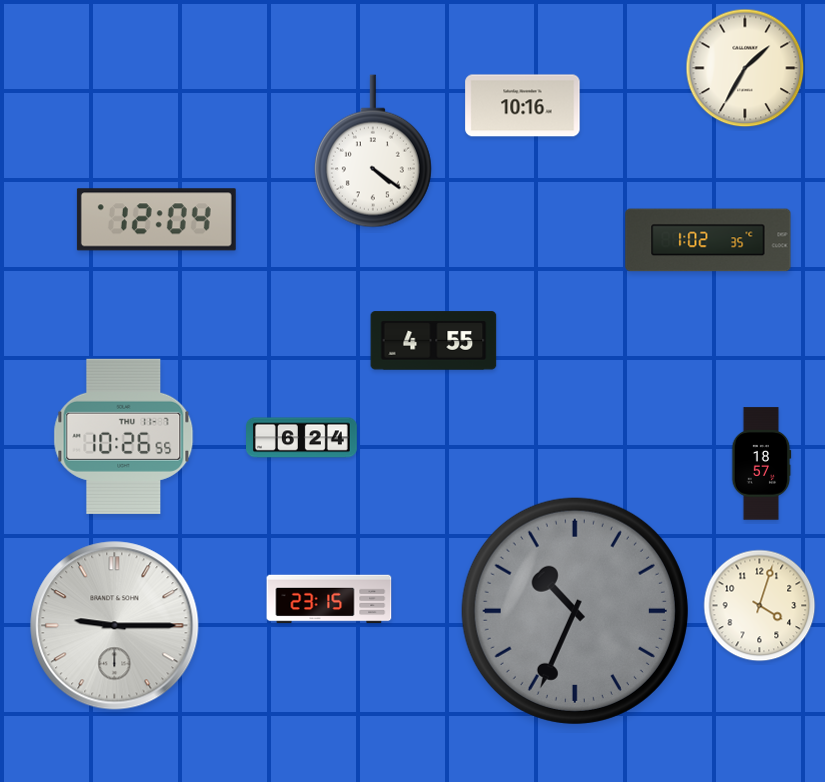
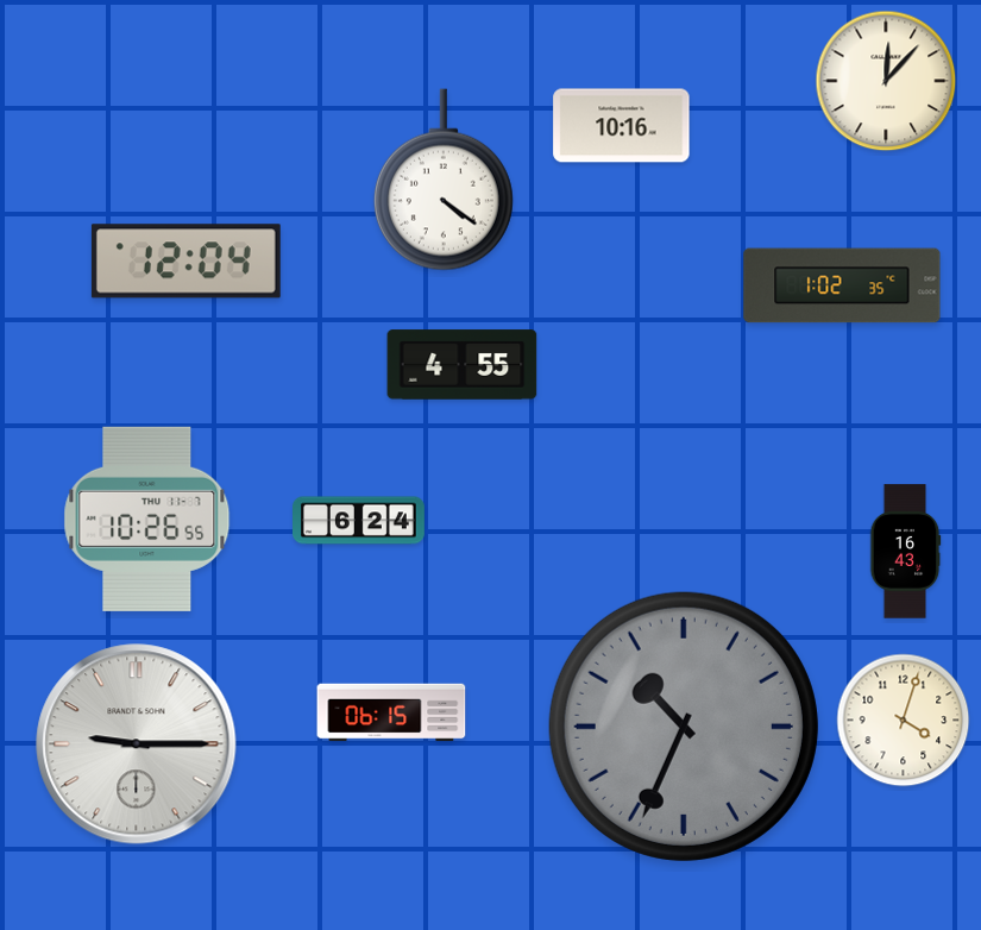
clock at (745, 68): 1:35 -> 12:07
clock at (434, 341) position: (434, 341) -> (463, 365)
clock at (761, 464): 18:57 -> 16:43
clock at (329, 599): 23:15 -> 06:15
